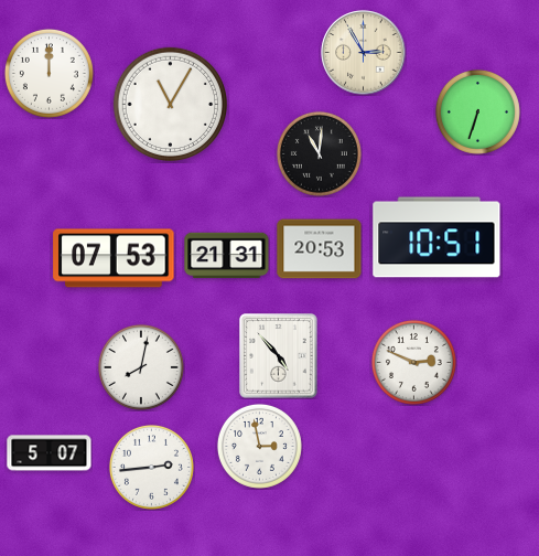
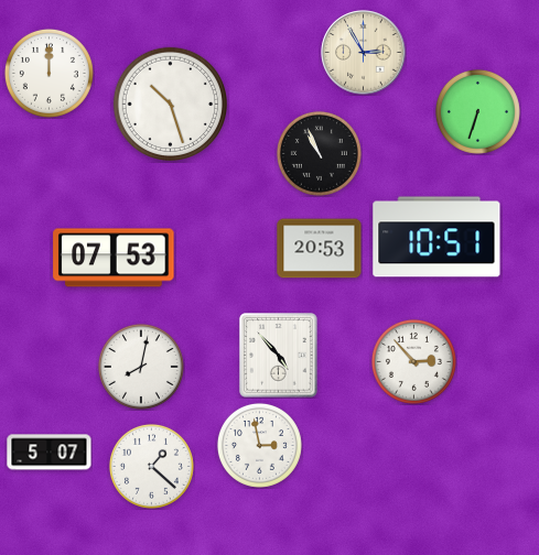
clock at (171, 105): 11:05 -> 10:27
clock at (319, 153): 11:01 -> 10:56
clock at (227, 256): 21:31 -> none
clock at (413, 362): 2:49 -> 2:53
clock at (151, 467): 2:44 -> 1:22
